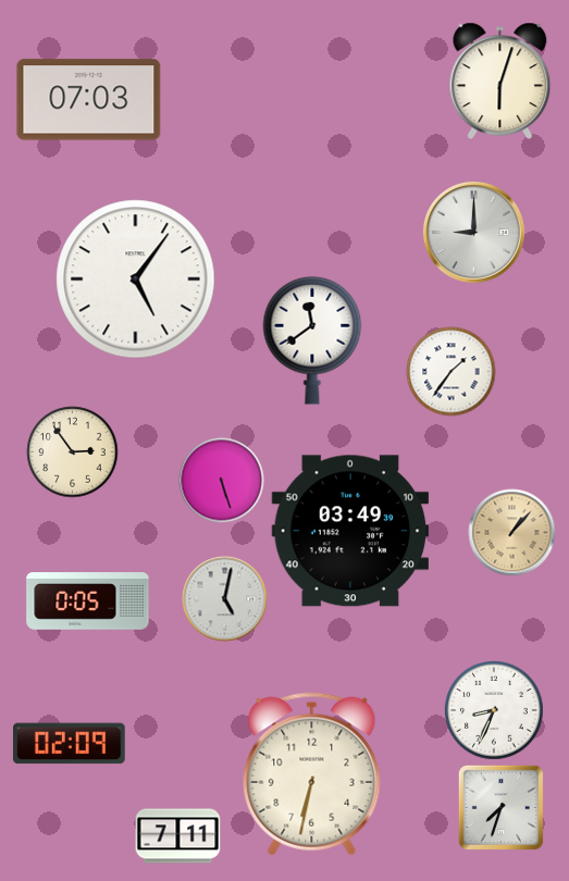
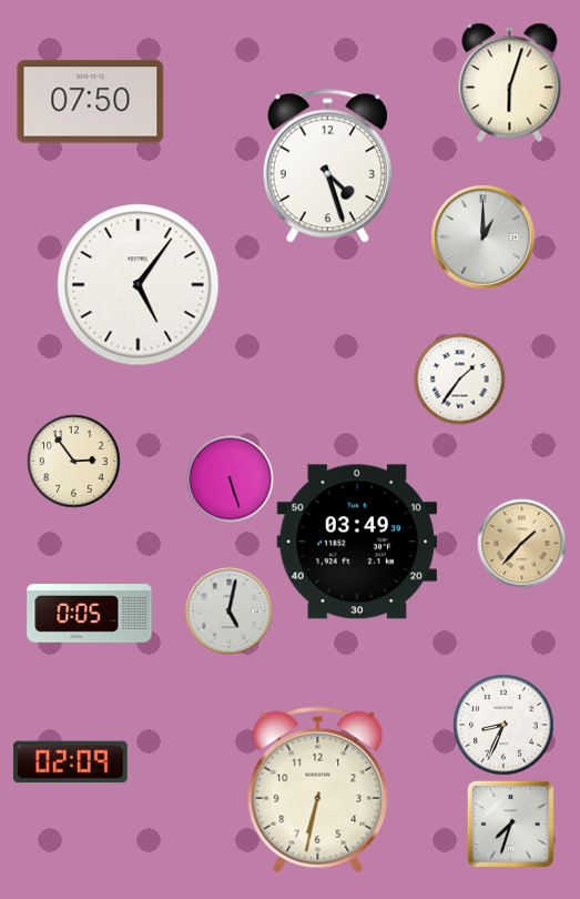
clock at (89, 100): 07:03 -> 07:50
clock at (327, 166): none -> 4:27
clock at (473, 232): 9:00 -> 1:00
clock at (312, 340): 11:39 -> none
clock at (221, 480) position: (221, 480) -> (230, 478)
clock at (511, 532): 1:07 -> 1:37
clock at (69, 744) position: (69, 744) -> (70, 762)
clock at (177, 836): 7:11 -> none
